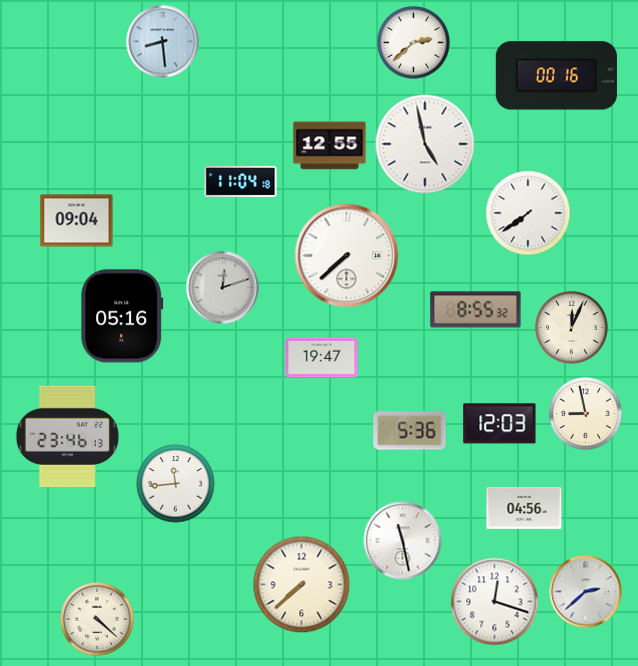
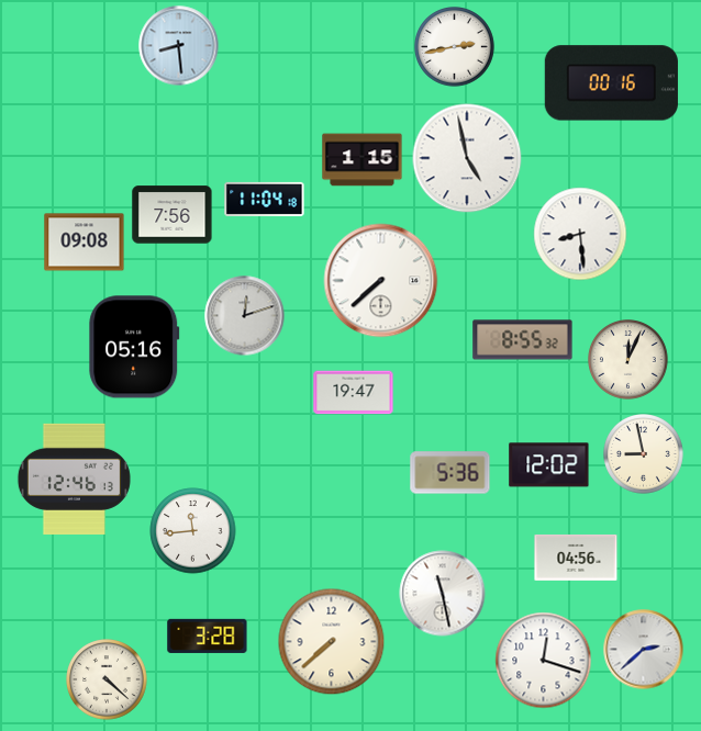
clock at (414, 43): 2:38 -> 2:43
clock at (330, 146): 12:55 -> 1:15
clock at (173, 215): none -> 7:56
clock at (528, 213): 7:39 -> 8:29
clock at (77, 221): 09:04 -> 09:08
clock at (500, 424): 12:03 -> 12:02
clock at (67, 436): 23:46 -> 12:46
clock at (208, 636): none -> 3:28
